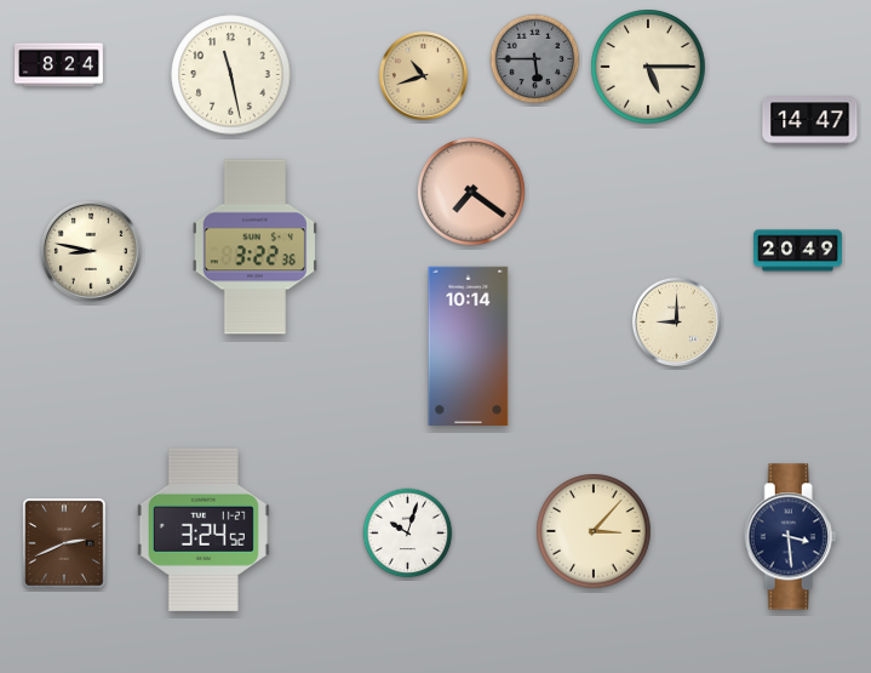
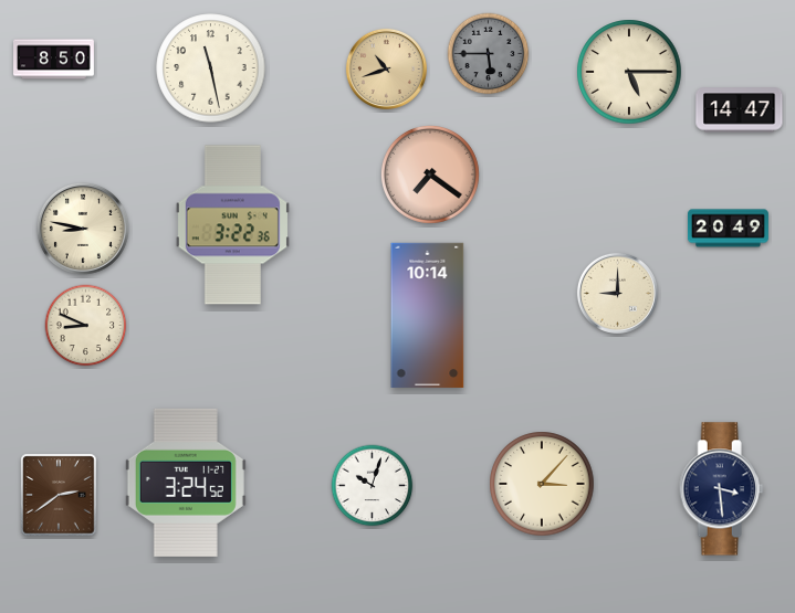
clock at (59, 65): 8:24 -> 8:50
clock at (648, 67) position: (648, 67) -> (629, 72)
clock at (86, 326): none -> 8:49
clock at (64, 543): 2:41 -> 2:39
